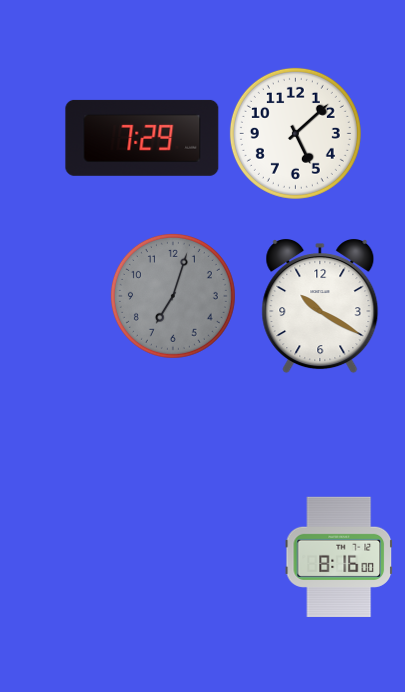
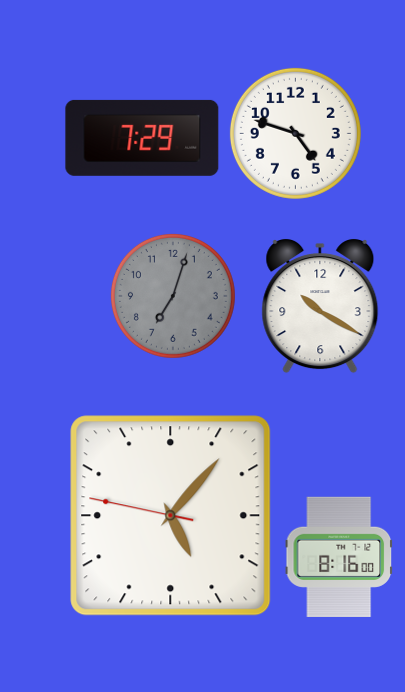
clock at (295, 133): 5:08 -> 4:48
clock at (171, 516): none -> 5:06
